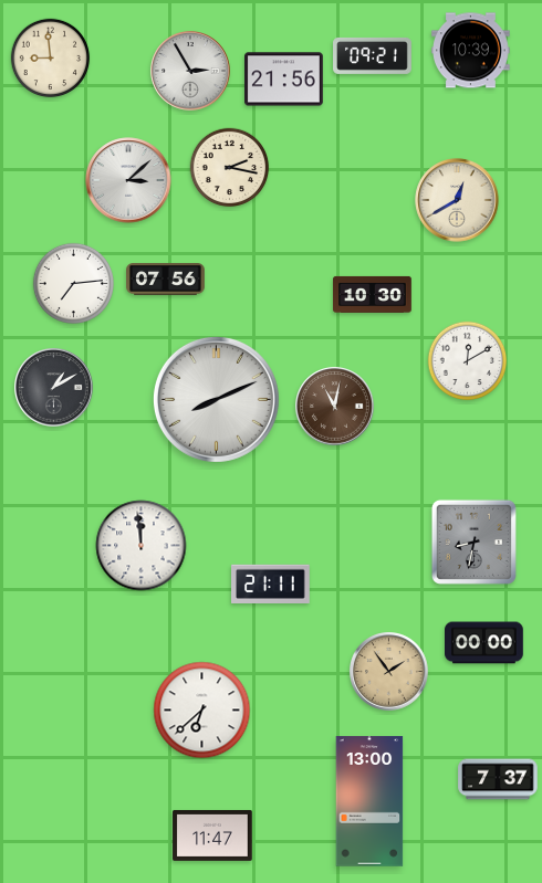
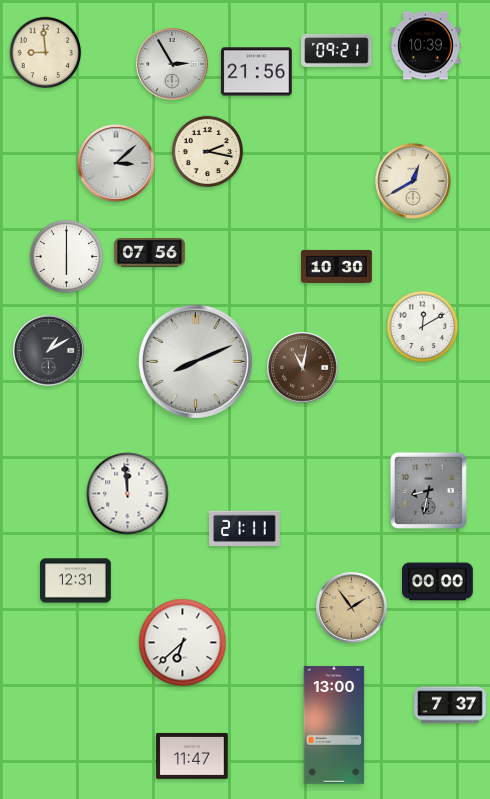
clock at (73, 283): 7:14 -> 6:00
clock at (76, 581): none -> 12:31
